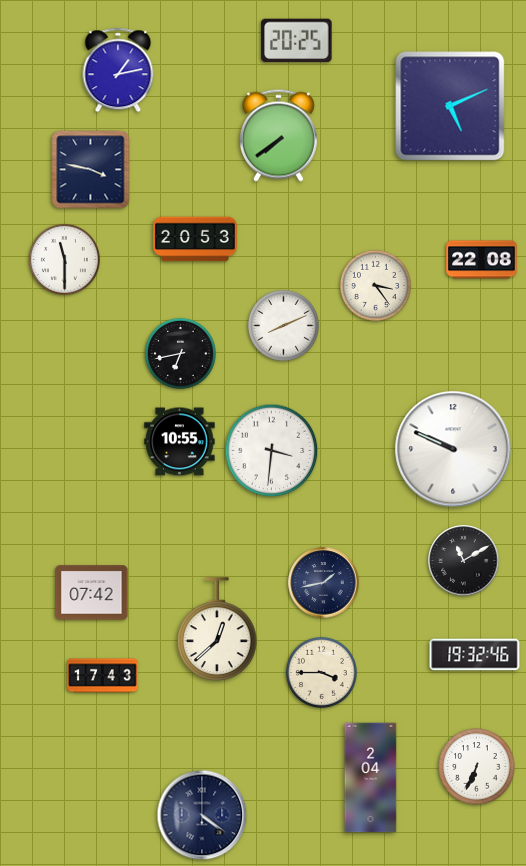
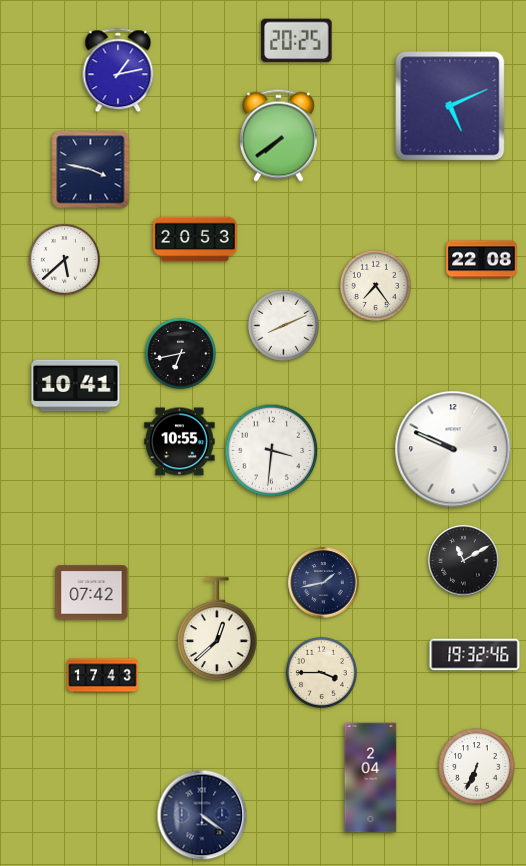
clock at (64, 259): 11:30 -> 5:38
clock at (375, 285): 3:24 -> 7:24
clock at (76, 386): none -> 10:41
